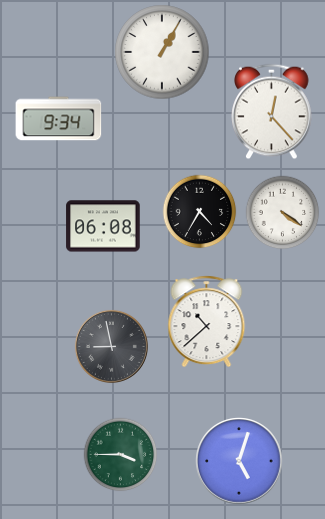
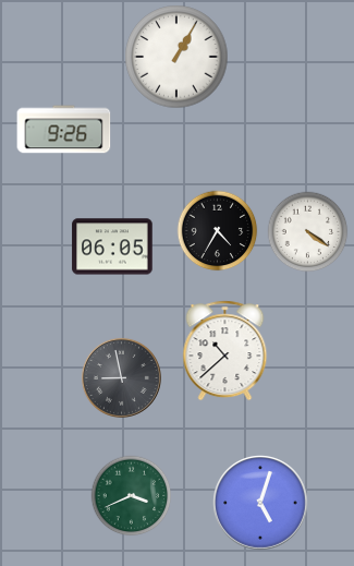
clock at (272, 112): 12:23 -> none
clock at (59, 119): 9:34 -> 9:26
clock at (103, 226): 06:08 -> 06:05
clock at (121, 455): 3:45 -> 3:41
